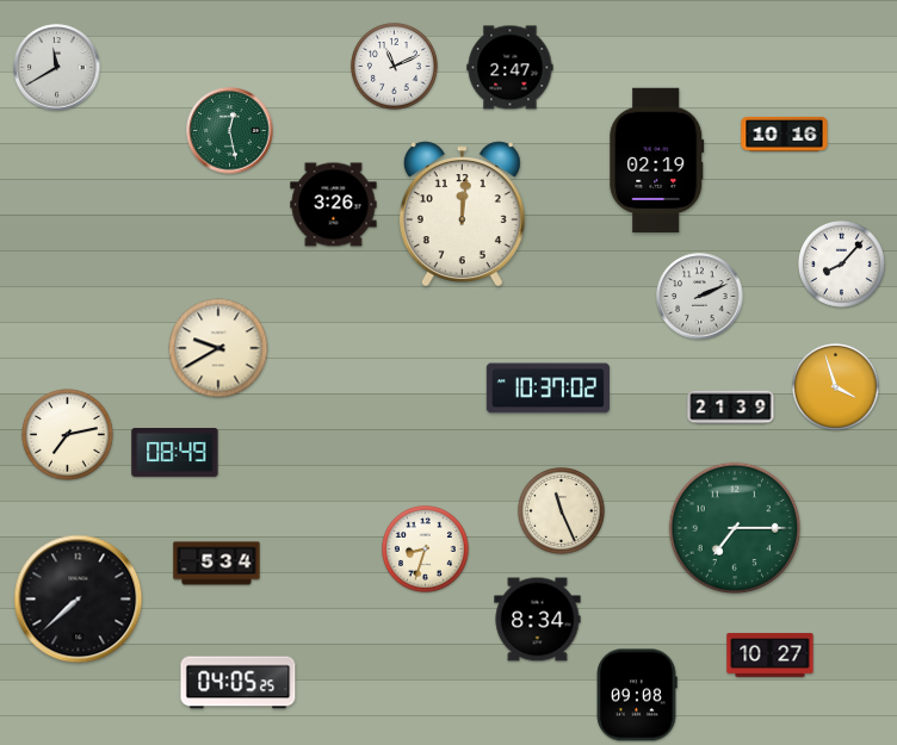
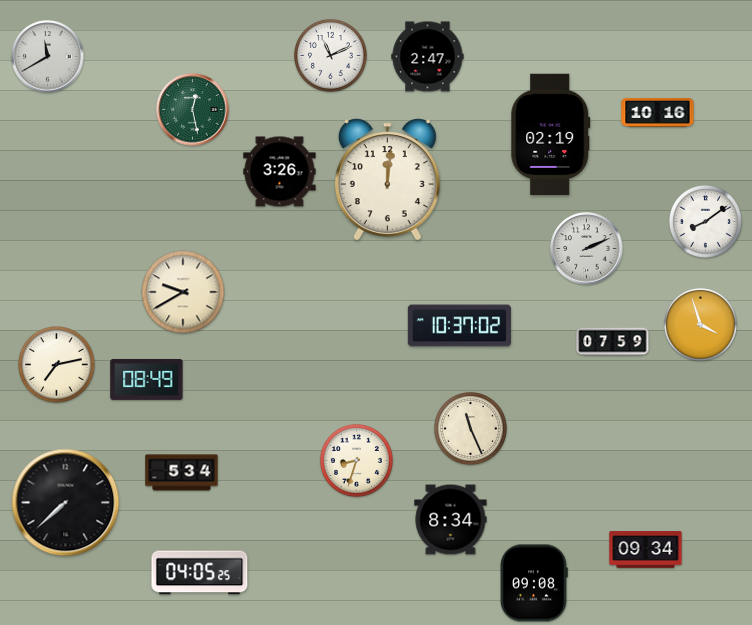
clock at (841, 263): 8:07 -> 8:09
clock at (731, 408): 21:39 -> 07:59
clock at (735, 528): 7:15 -> none
clock at (771, 656): 10:27 -> 09:34
